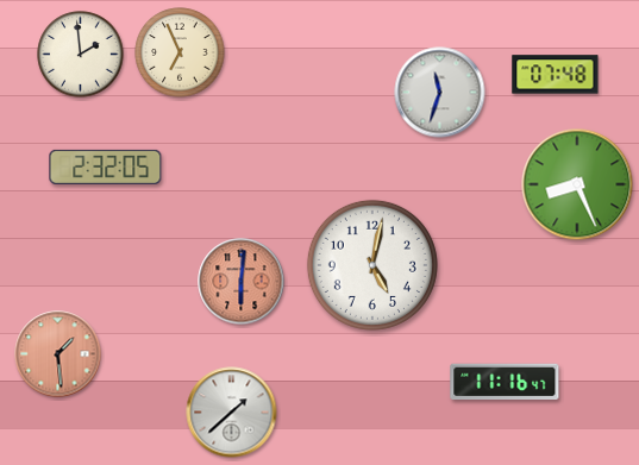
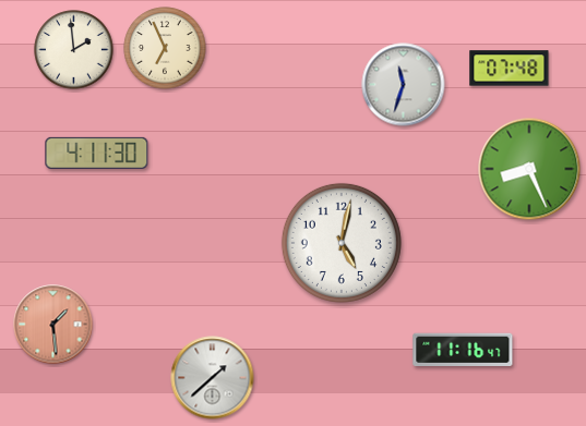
clock at (106, 166): 2:32 -> 4:11
clock at (242, 282): 6:01 -> none
